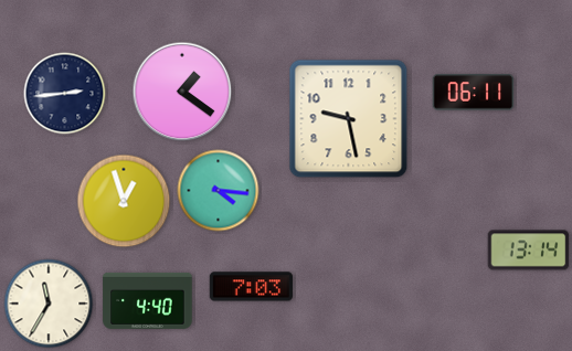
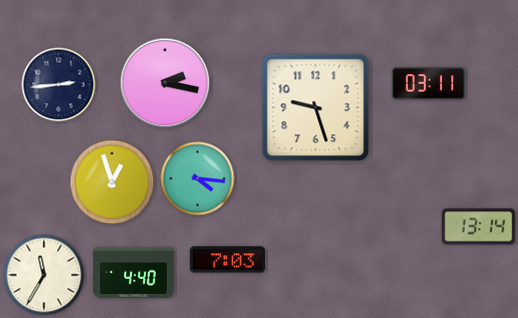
clock at (182, 92): 1:21 -> 2:17
clock at (474, 93): 06:11 -> 03:11
clock at (349, 119): 9:28 -> 9:27
clock at (219, 191) position: (219, 191) -> (198, 179)
